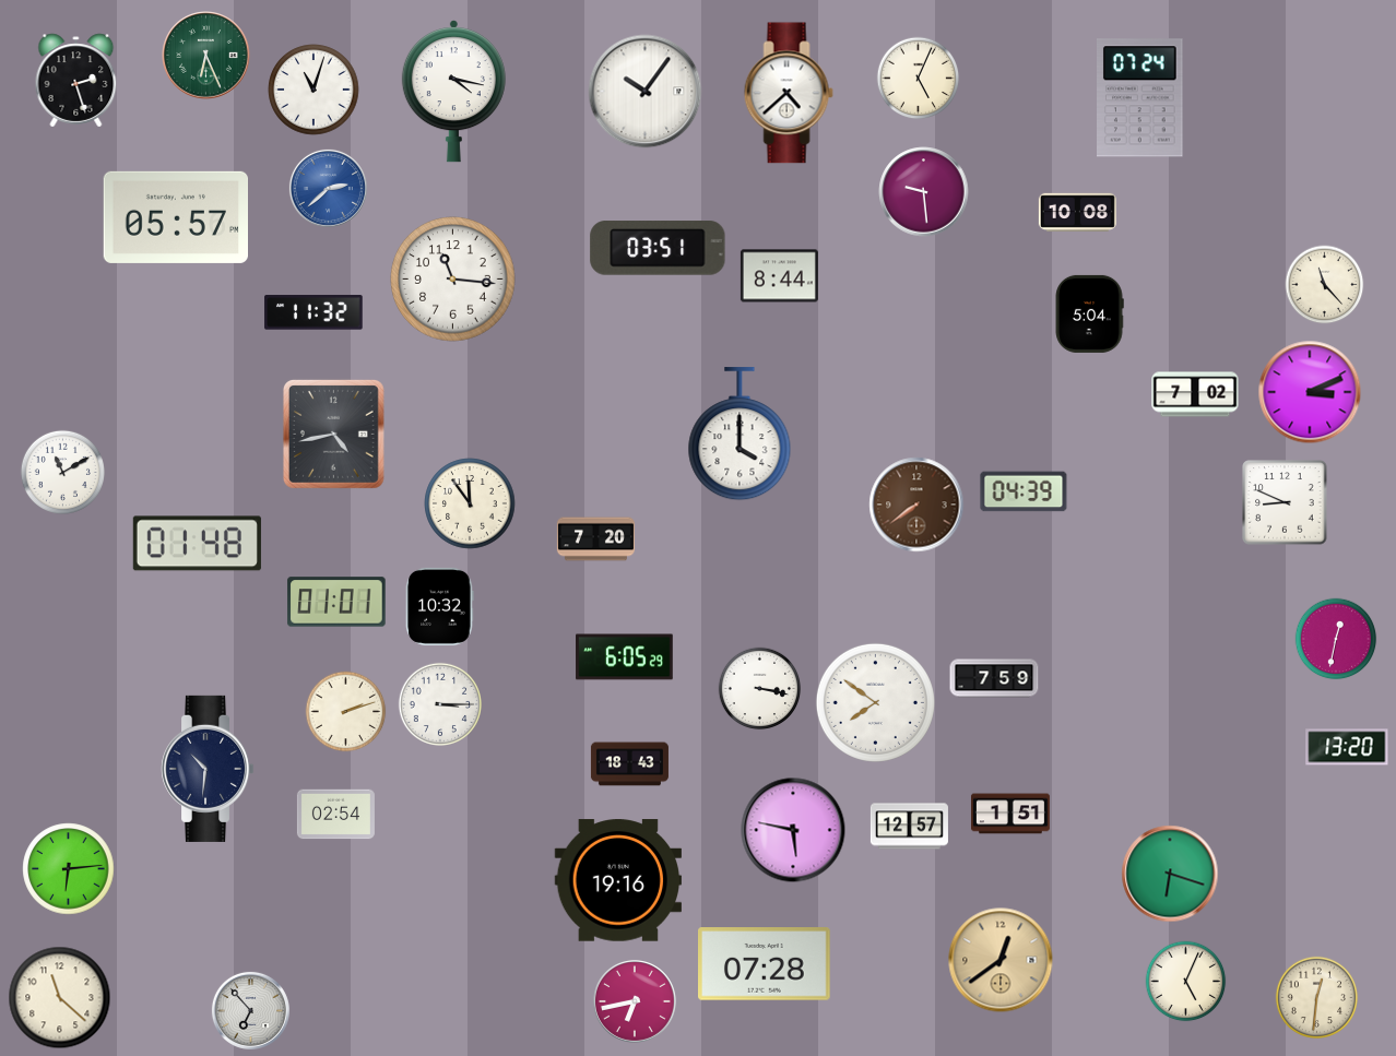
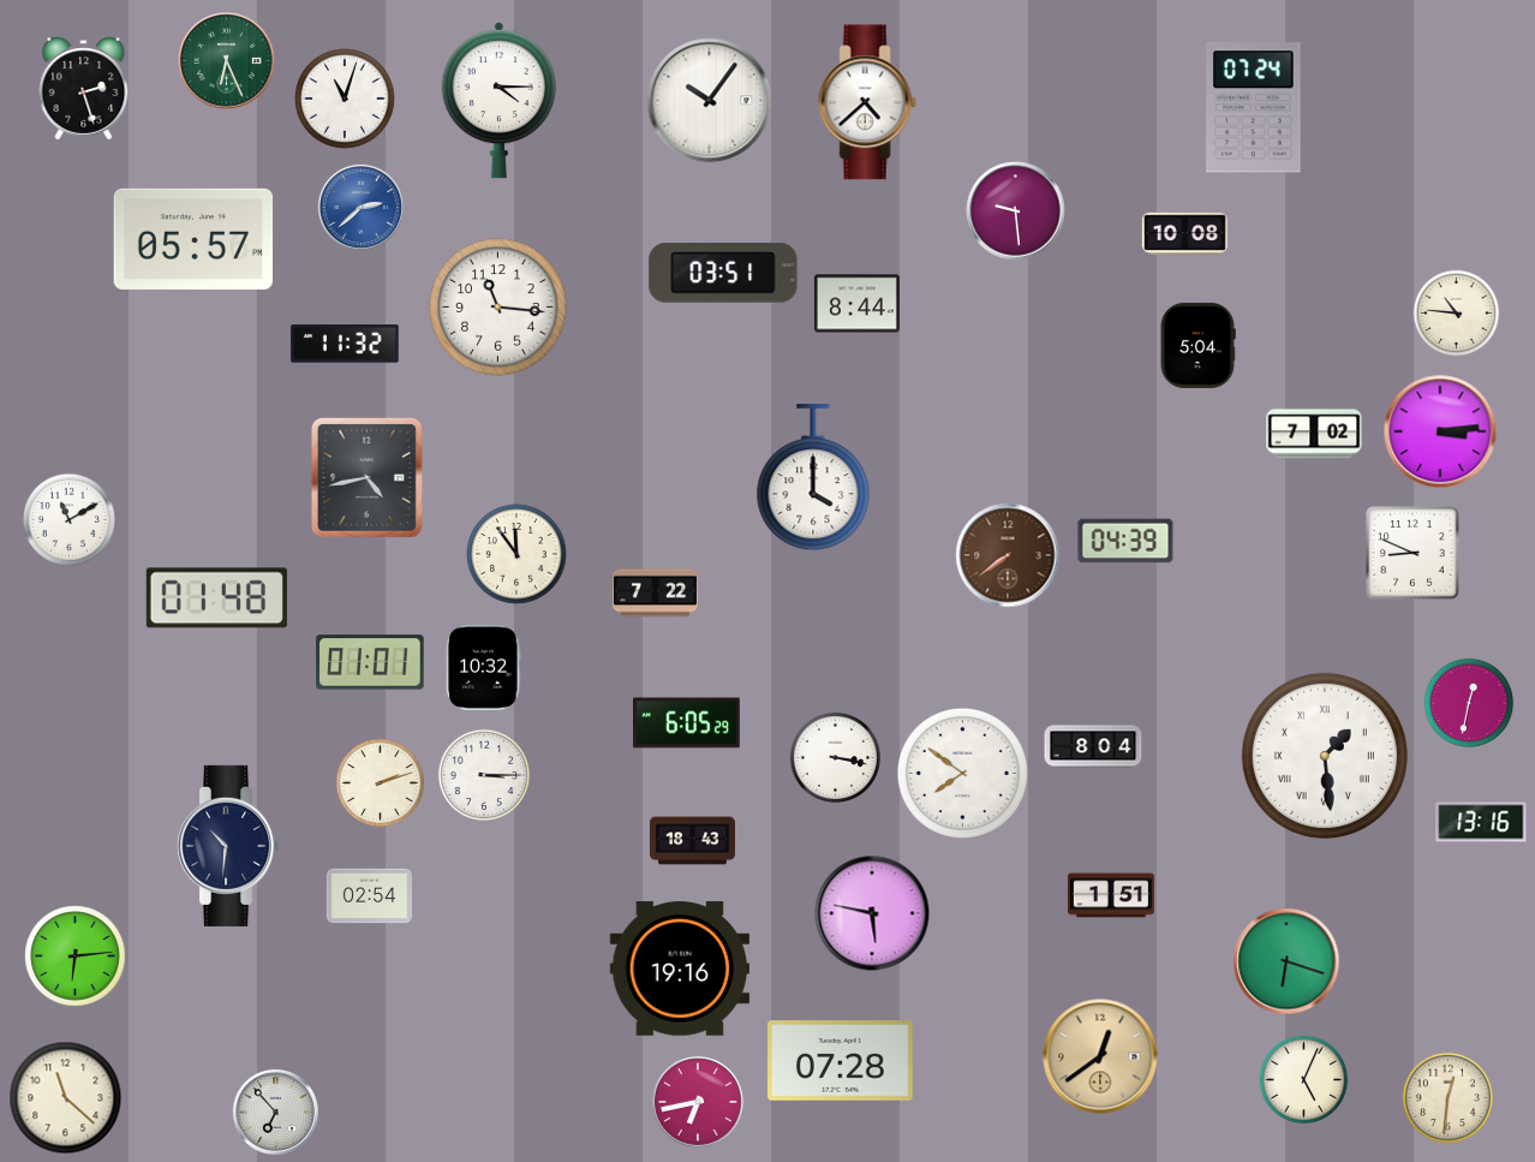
clock at (919, 79): 5:04 -> none
clock at (453, 92): 4:17 -> 4:15
clock at (1325, 285): 11:23 -> 10:46
clock at (1310, 392): 3:11 -> 3:14
clock at (595, 539): 7:20 -> 7:22
clock at (994, 678): 7:59 -> 8:04
clock at (1325, 756): none -> 1:29
clock at (1347, 747): 13:20 -> 13:16
clock at (909, 827): 12:57 -> none
